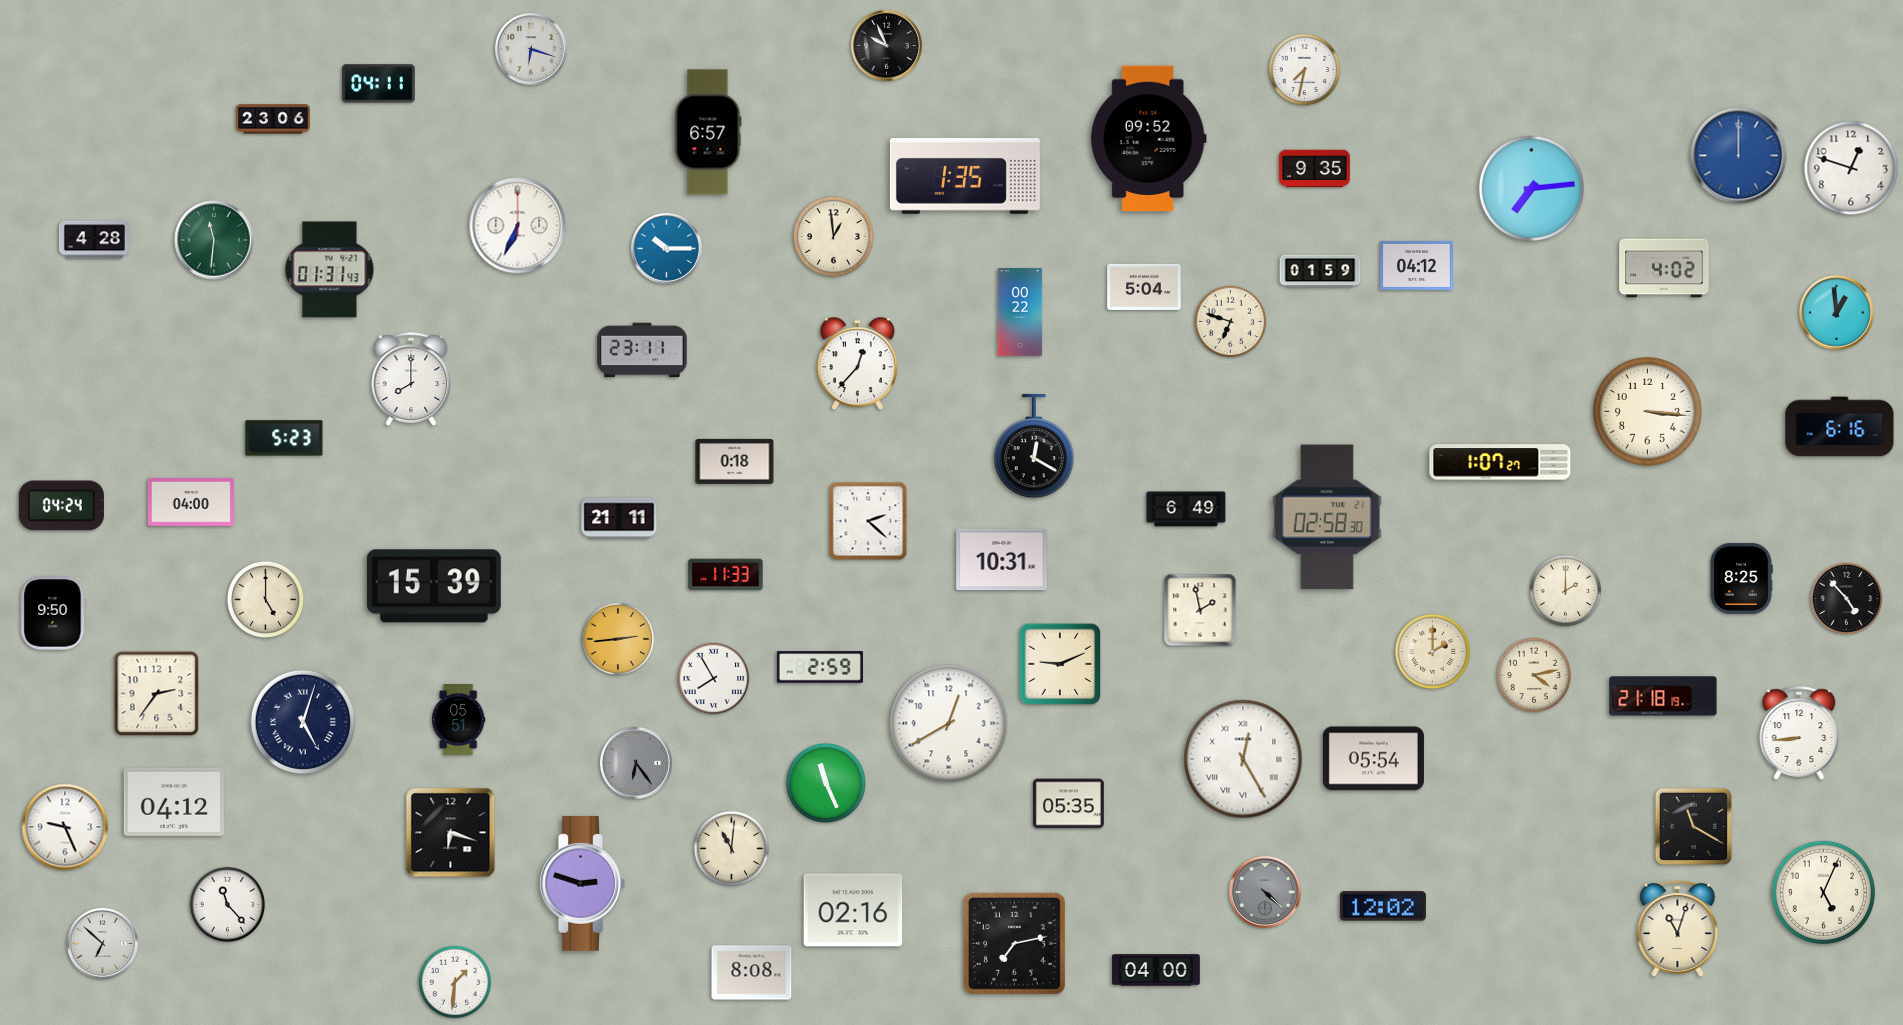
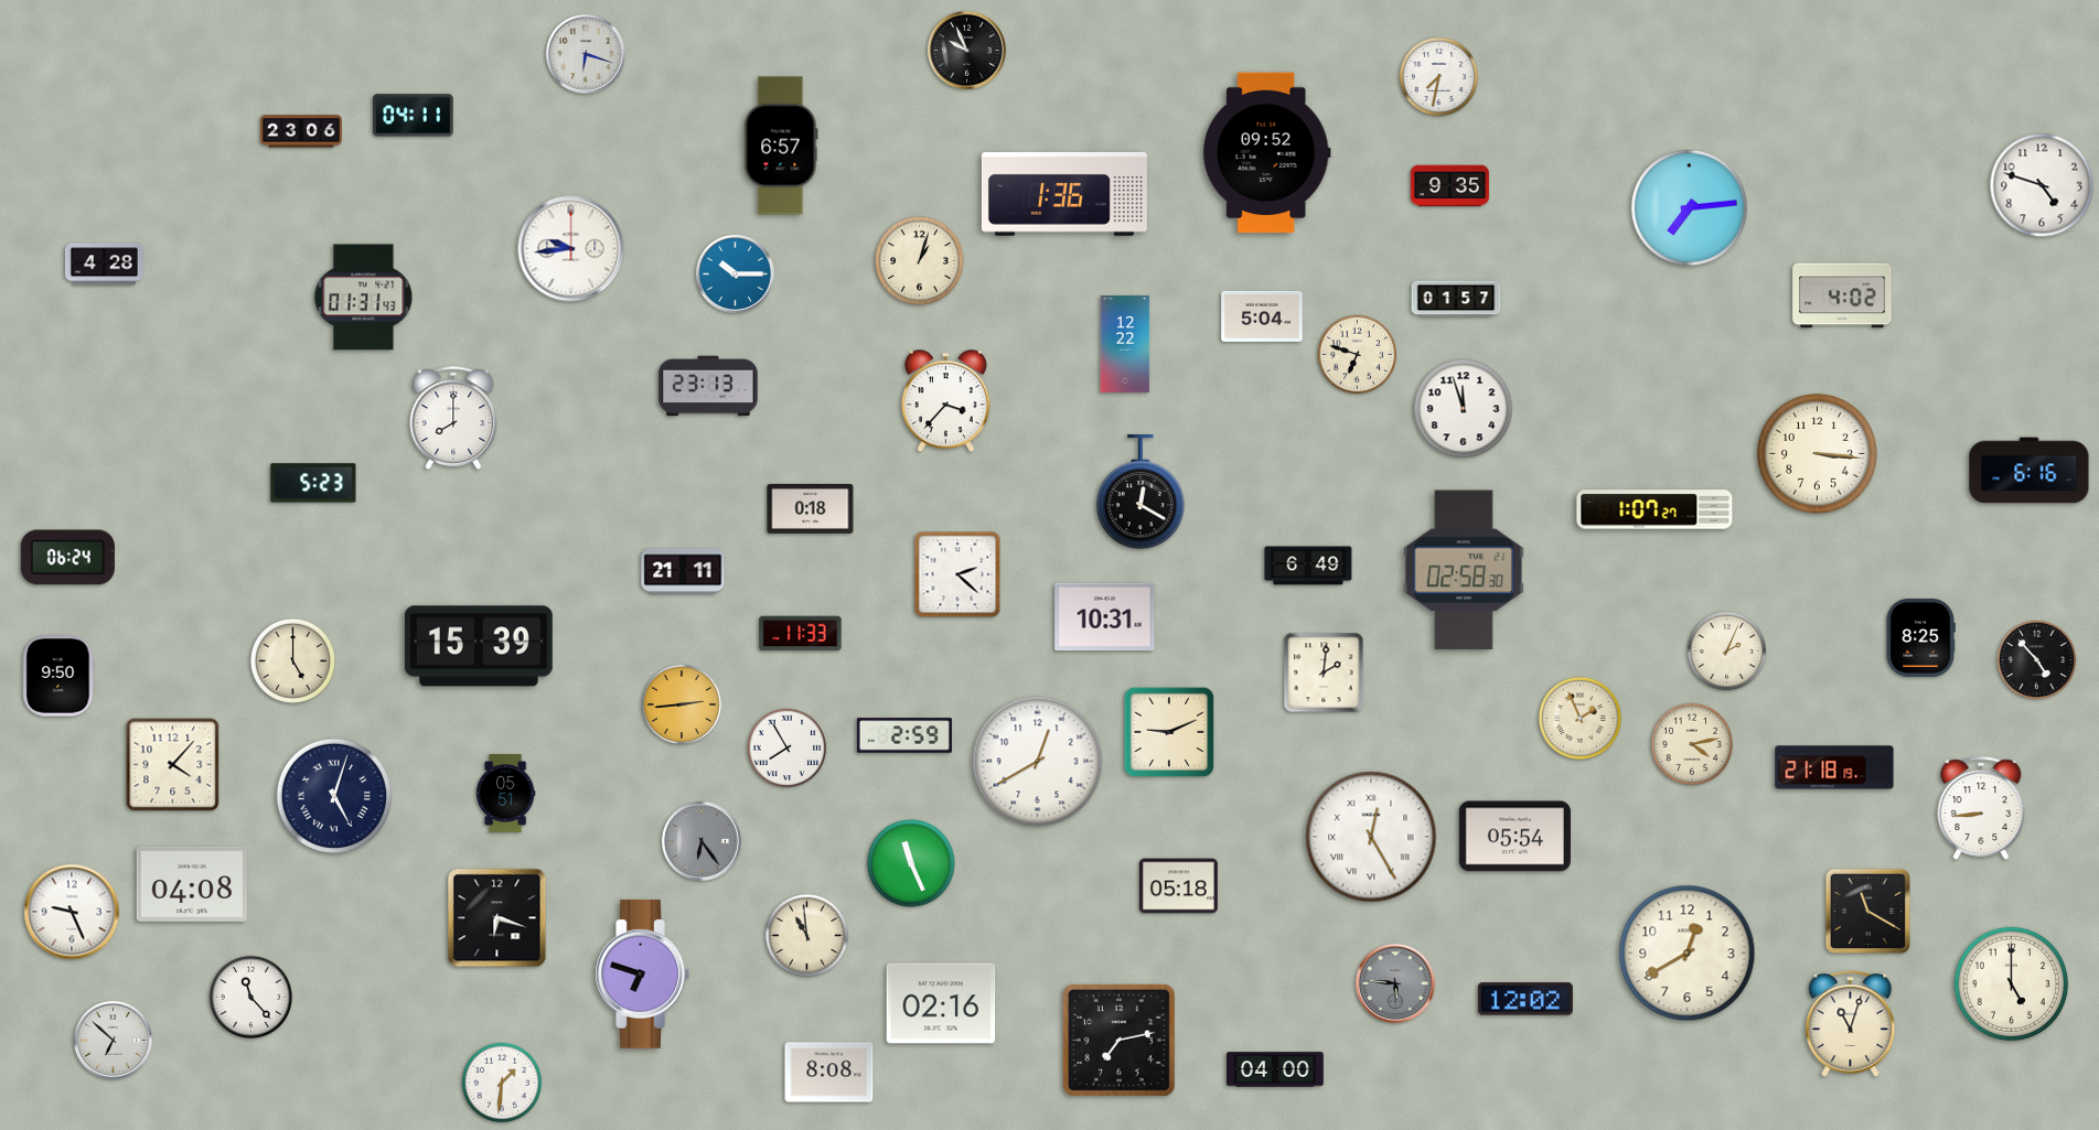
clock at (886, 45) position: (886, 45) -> (966, 50)
clock at (379, 84) position: (379, 84) -> (414, 116)
clock at (1739, 156): 12:00 -> none
clock at (1851, 168): 12:48 -> 4:48
clock at (965, 176): 1:35 -> 1:36
clock at (518, 226): 6:34 -> 9:44
clock at (834, 237): 12:59 -> 1:03
clock at (214, 240): 11:31 -> none
clock at (1417, 265): 04:12 -> none
clock at (1664, 268) position: (1664, 268) -> (1842, 295)
clock at (1320, 271): 01:59 -> 01:57
clock at (1020, 312): 00:22 -> 12:22
clock at (1837, 313): 12:59 -> none
clock at (642, 350): 23:11 -> 23:13
clock at (857, 364): 12:37 -> 3:37
clock at (1464, 409): none -> 11:57
clock at (191, 503): 04:00 -> none
clock at (61, 506): 04:24 -> 06:24
clock at (1186, 509) position: (1186, 509) -> (1308, 566)
clock at (1566, 591): 2:00 -> 2:04
clock at (1200, 610): 1:58 -> 2:01
clock at (1432, 651): 2:00 -> 1:56
clock at (157, 694): 2:36 -> 4:07
clock at (949, 724) position: (949, 724) -> (1038, 762)
clock at (1799, 733) position: (1799, 733) -> (1981, 808)
clock at (174, 802): 04:12 -> 04:08
clock at (1068, 804): 05:35 -> 05:18
clock at (731, 848): 11:01 -> 10:59
clock at (1688, 954): none -> 12:40
clock at (582, 883): 2:48 -> 6:48
clock at (1265, 892): 4:22 -> 5:46
clock at (1824, 893): 5:04 -> 5:00
